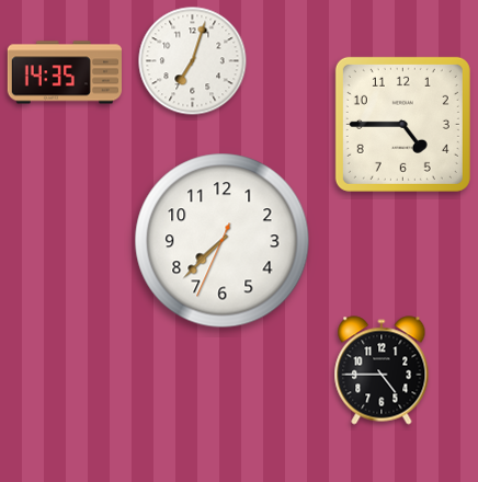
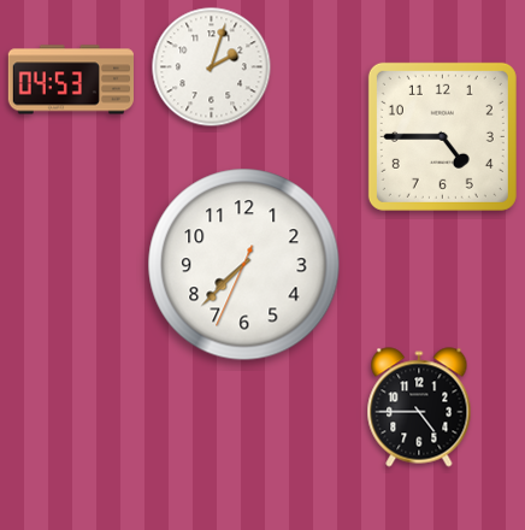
clock at (193, 61): 7:03 -> 2:03
clock at (64, 72): 14:35 -> 04:53
